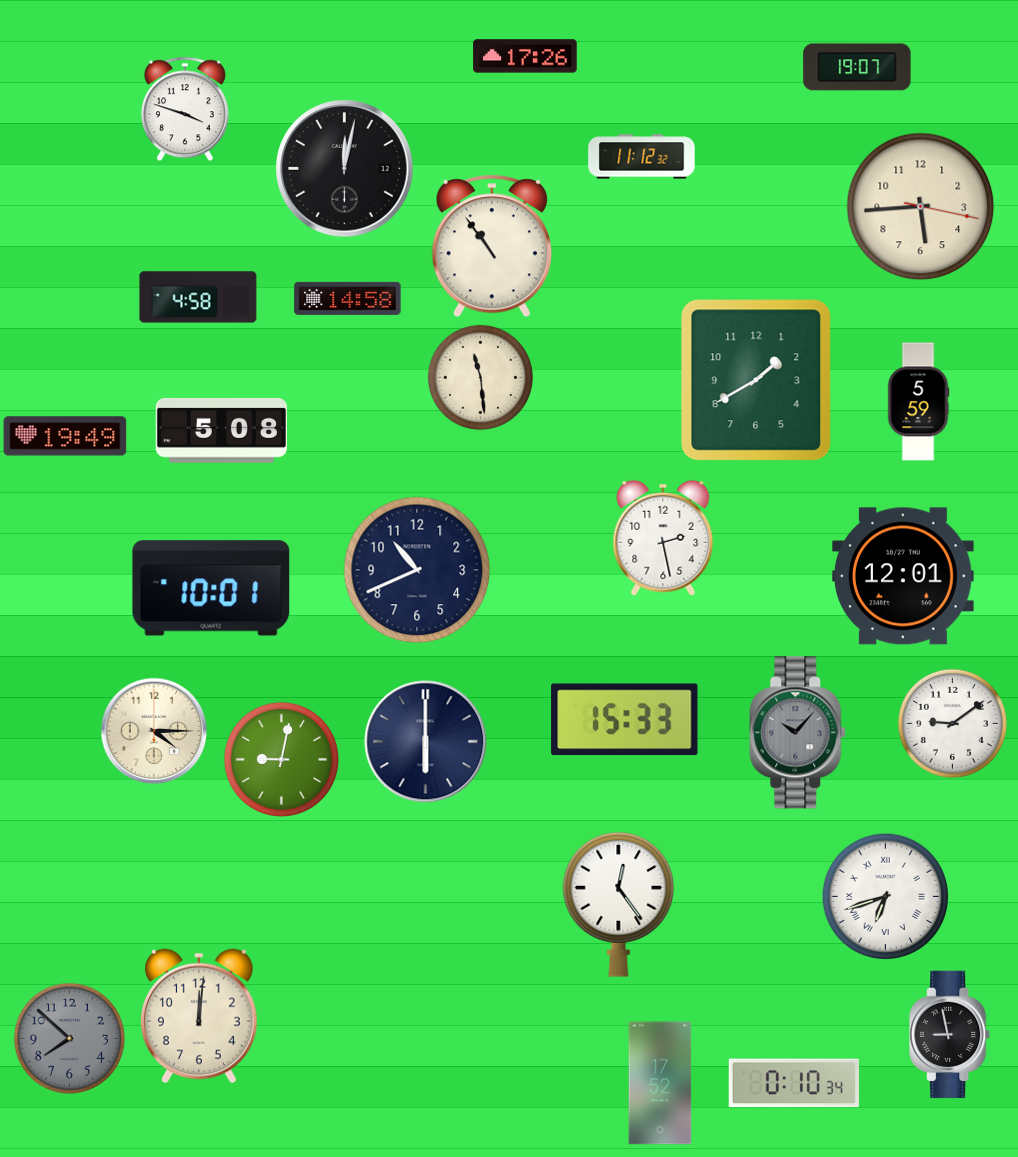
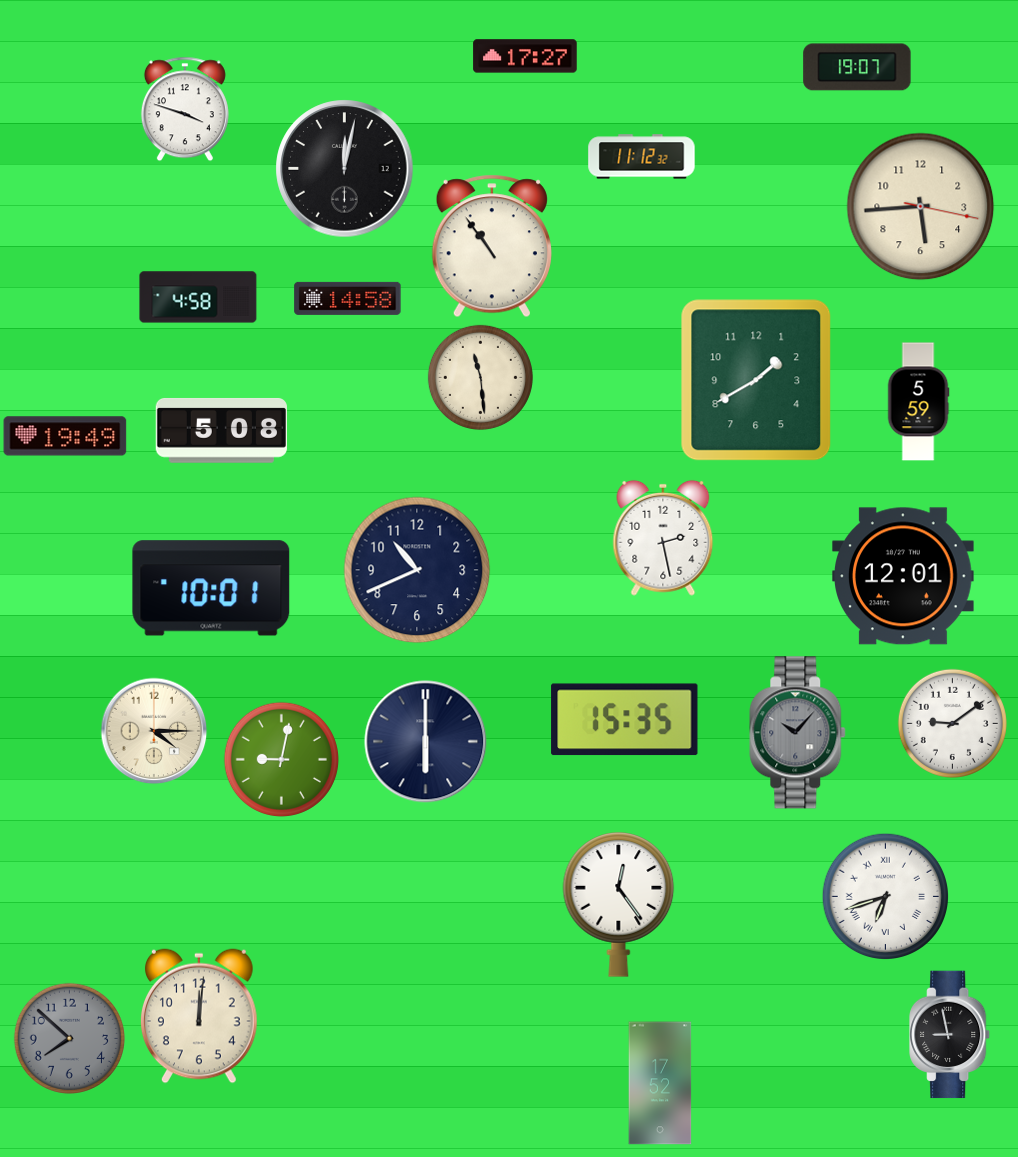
clock at (525, 56): 17:26 -> 17:27
clock at (625, 720): 15:33 -> 15:35
clock at (794, 1083): 0:10 -> none
